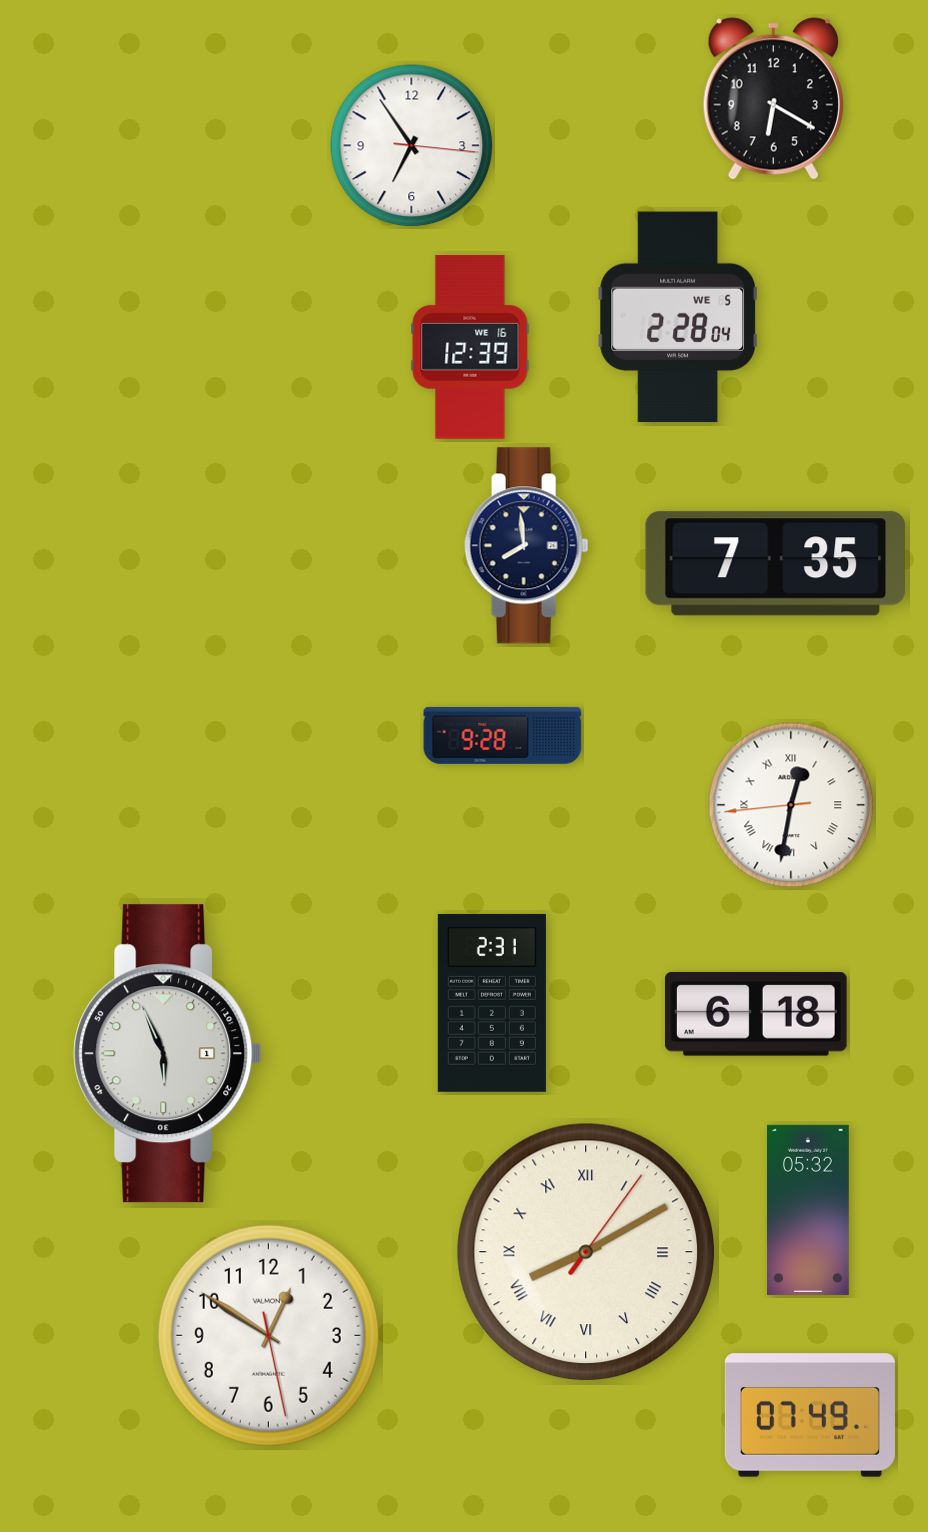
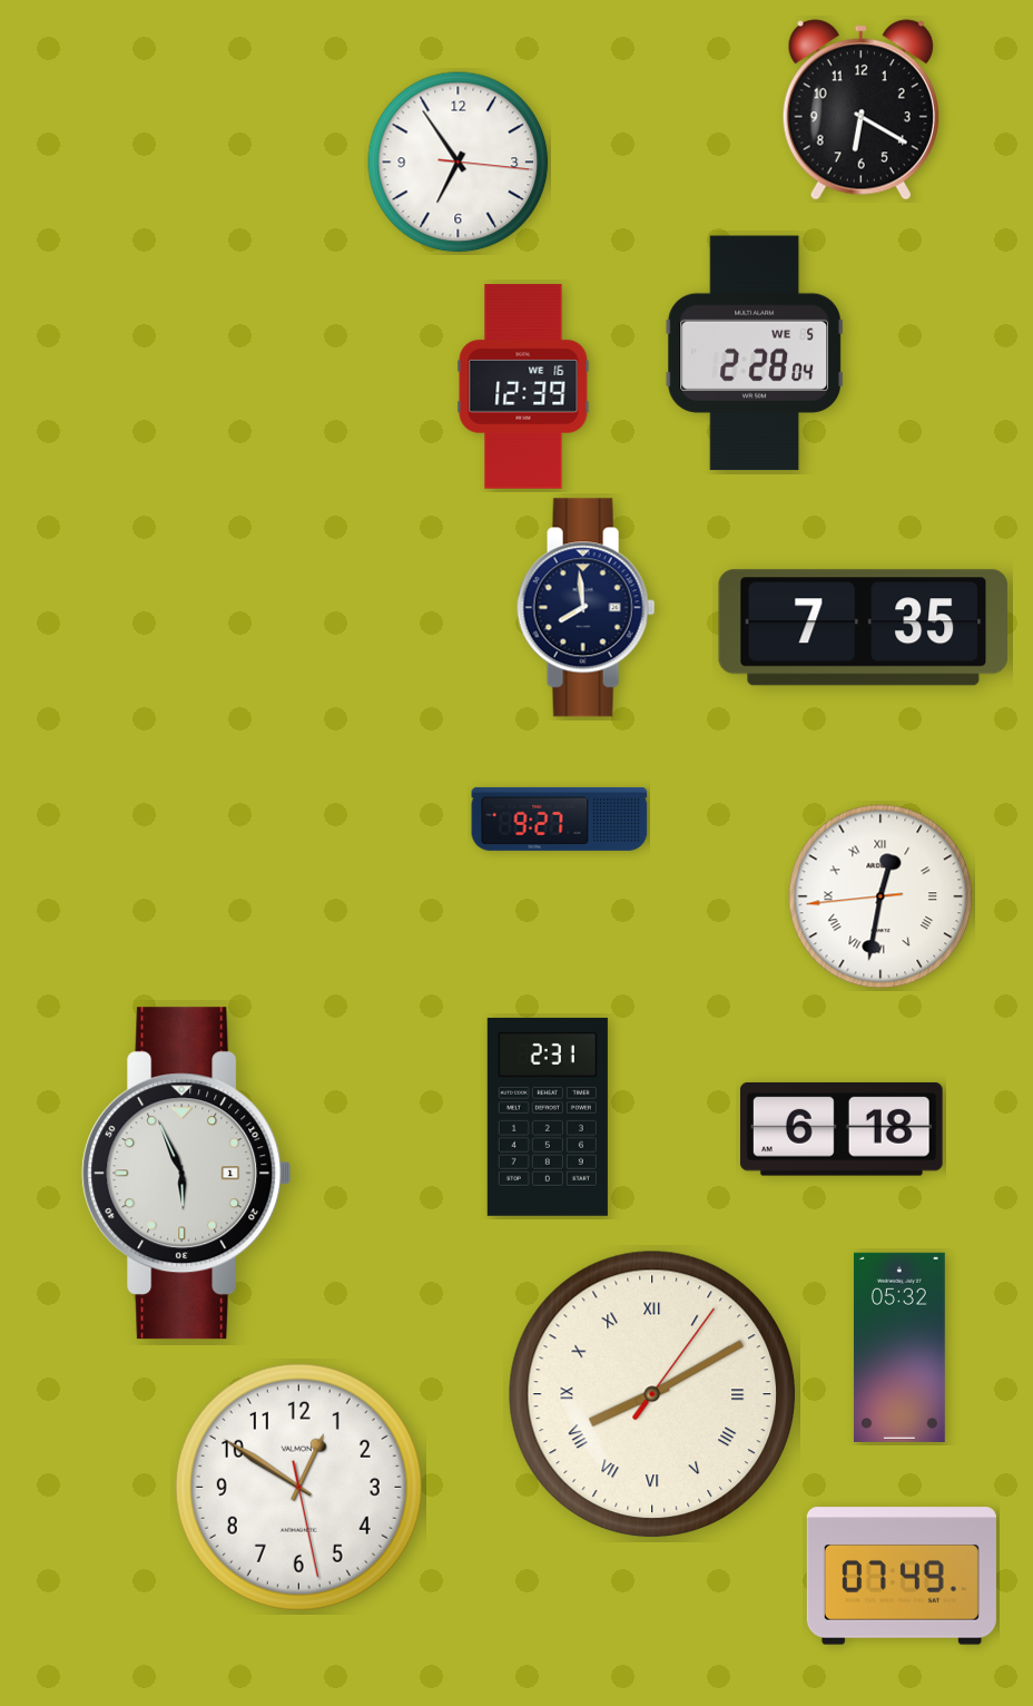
clock at (503, 735): 9:28 -> 9:27
